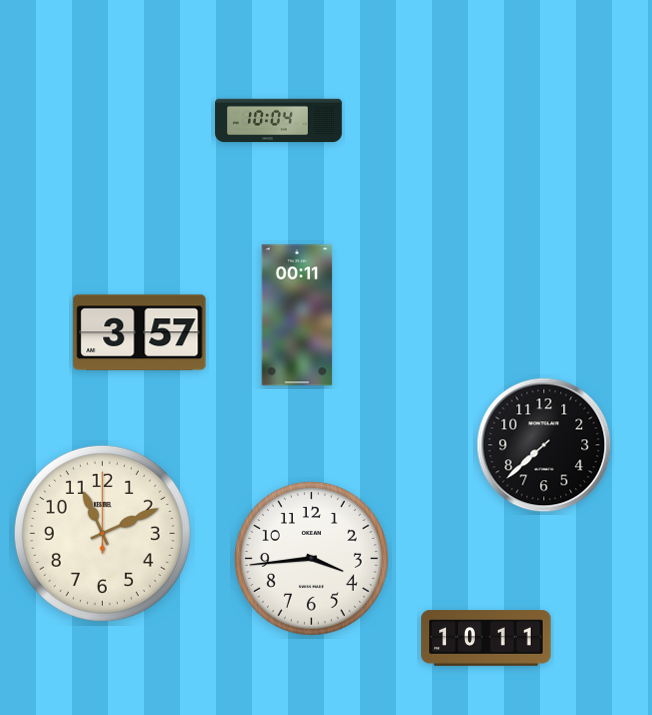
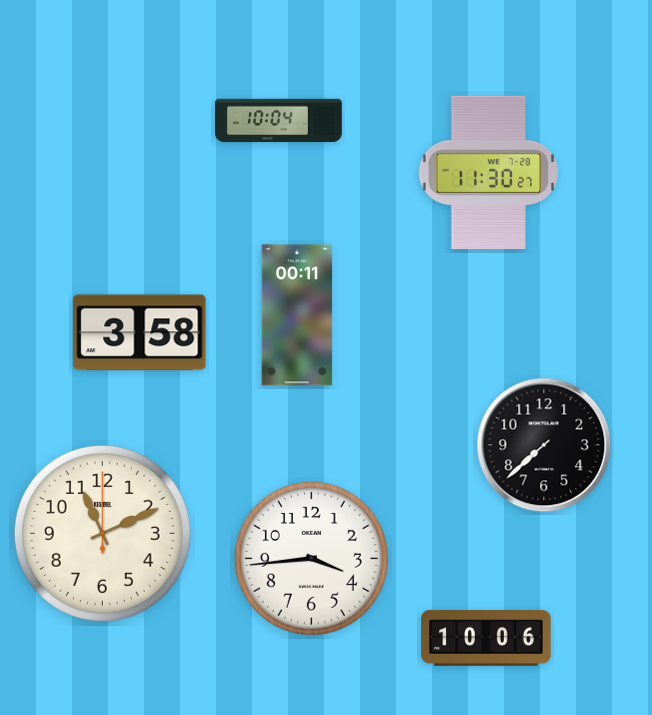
clock at (488, 172): none -> 11:30
clock at (140, 333): 3:57 -> 3:58
clock at (486, 639): 10:11 -> 10:06
